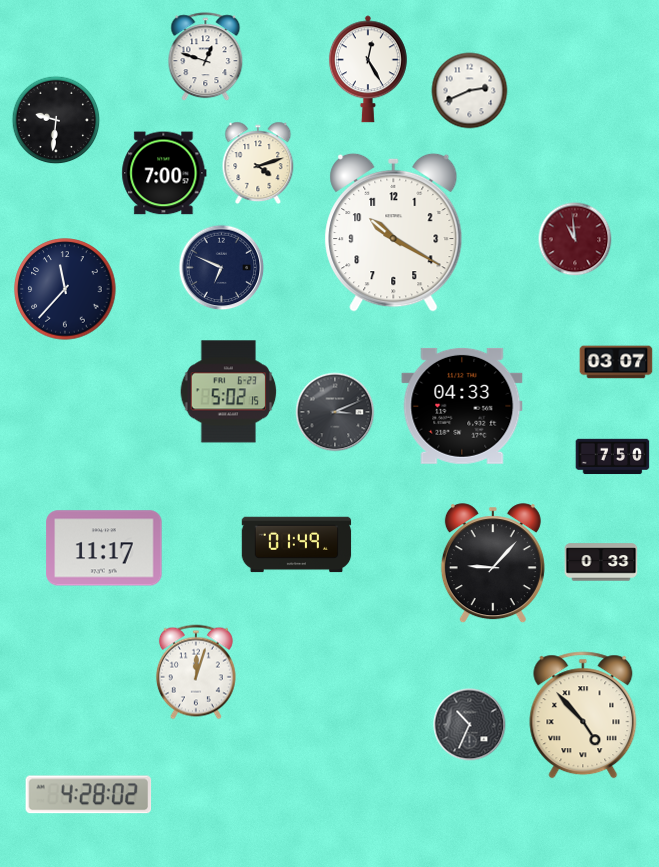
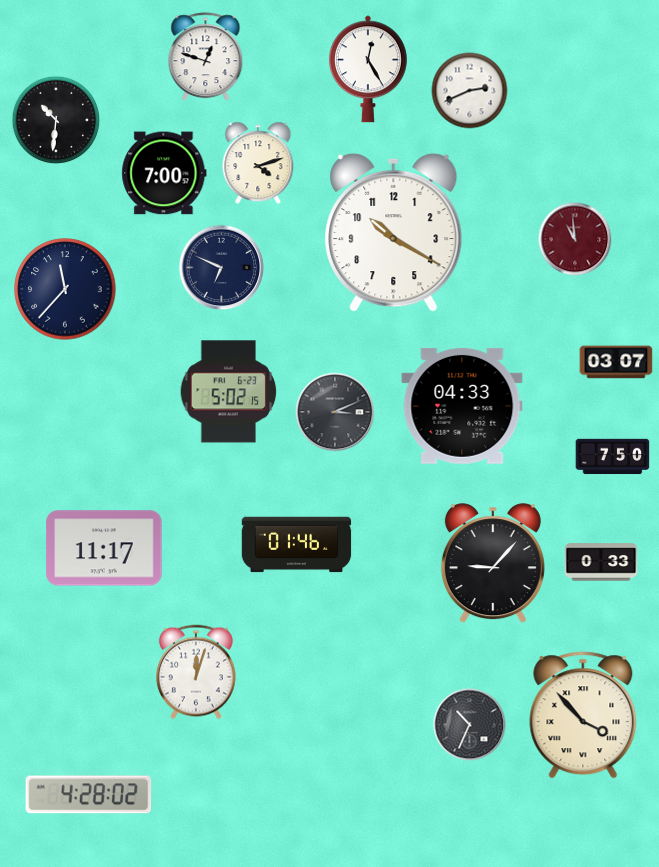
clock at (56, 120): 9:31 -> 10:31
clock at (297, 545): 01:49 -> 01:46
clock at (583, 715): 4:53 -> 3:53
